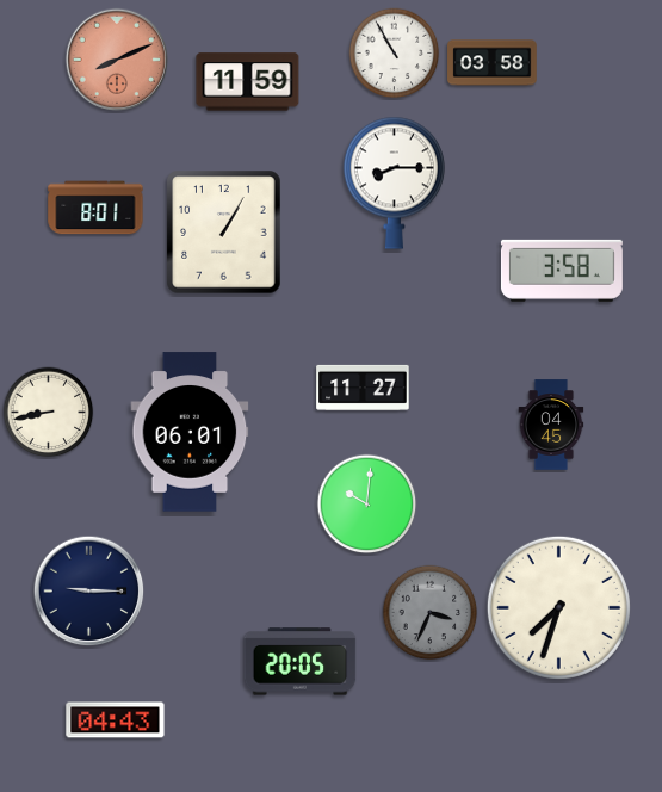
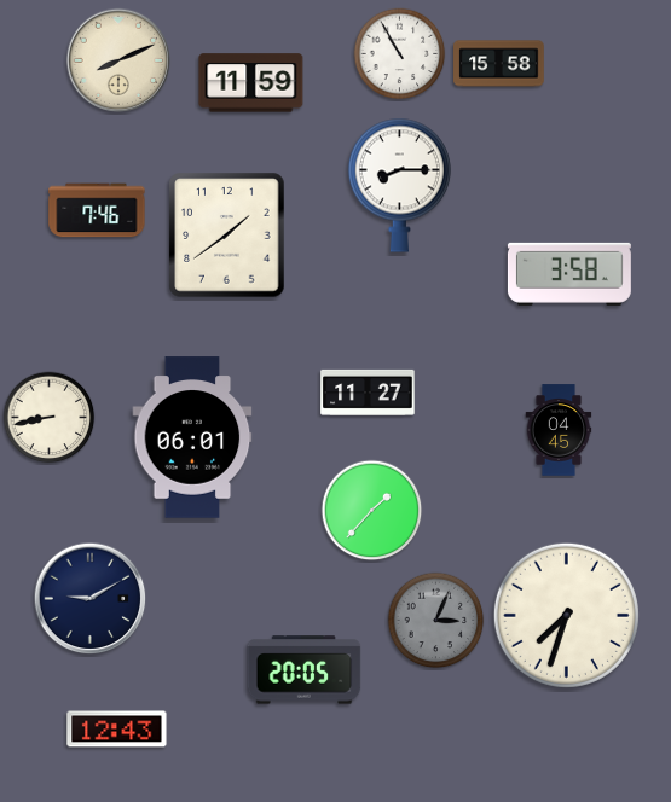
clock at (117, 60) dial: salmon -> cream
clock at (493, 63): 03:58 -> 15:58
clock at (95, 208): 8:01 -> 7:46
clock at (224, 233): 1:05 -> 1:39
clock at (367, 505): 10:01 -> 1:37
clock at (89, 592): 9:15 -> 9:10
clock at (431, 613): 3:34 -> 3:04
clock at (116, 720): 04:43 -> 12:43
